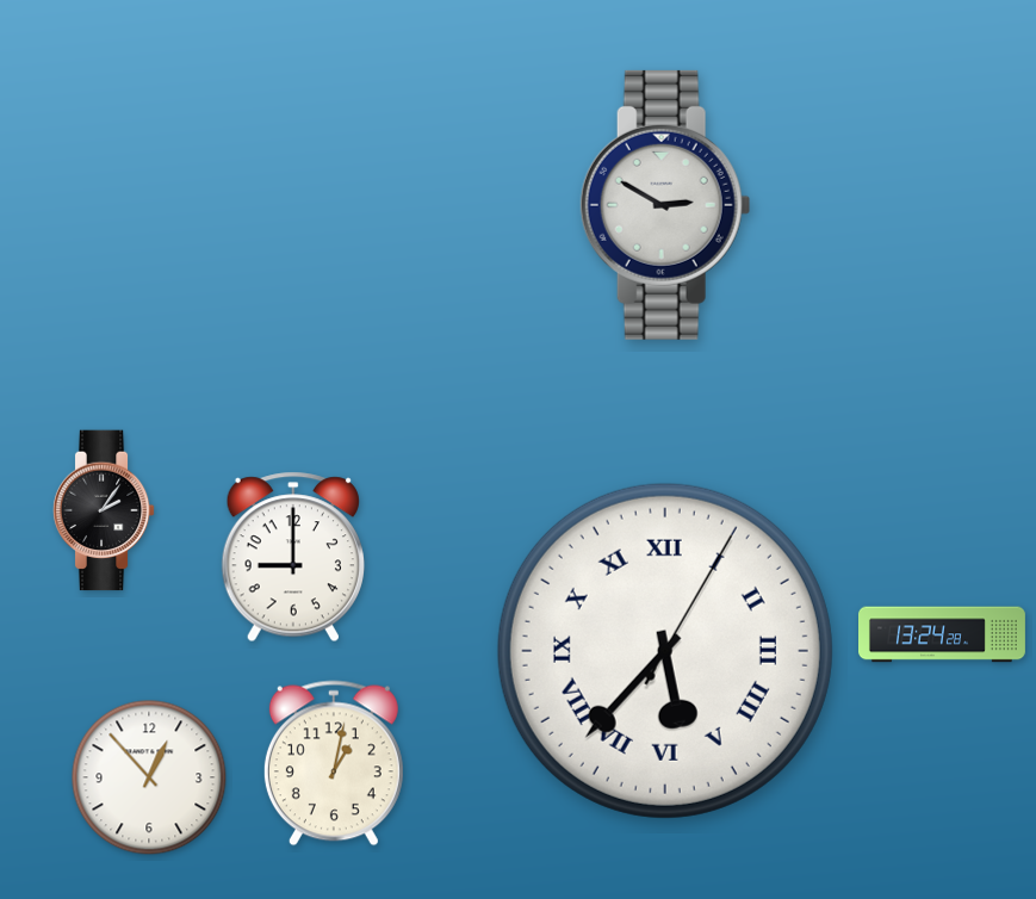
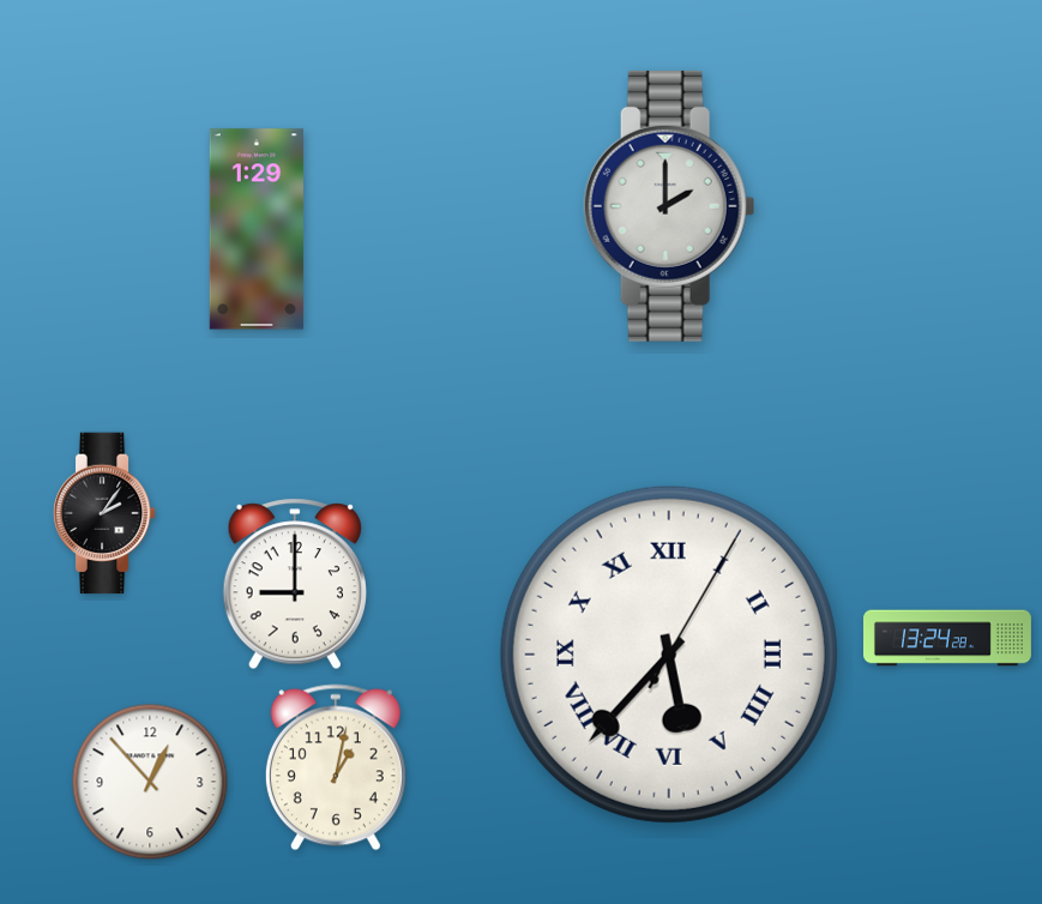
clock at (665, 205): 2:50 -> 2:00
clock at (257, 229): none -> 1:29
clock at (293, 557) position: (293, 557) -> (295, 584)
